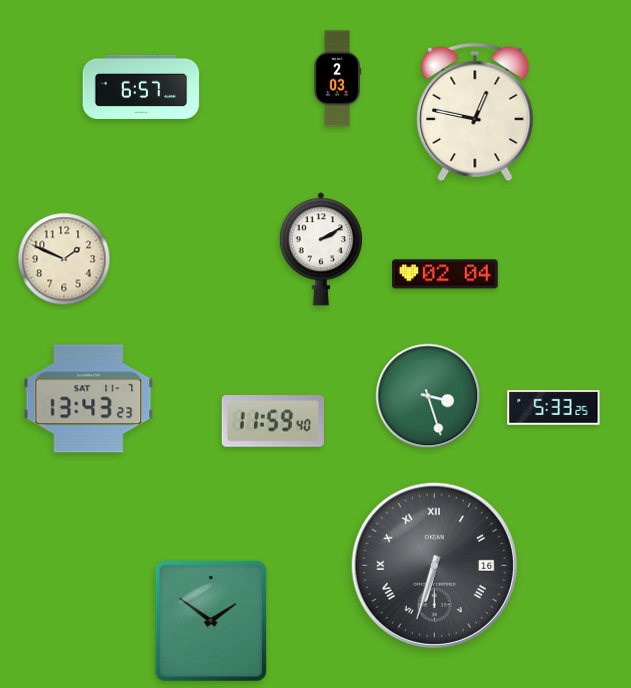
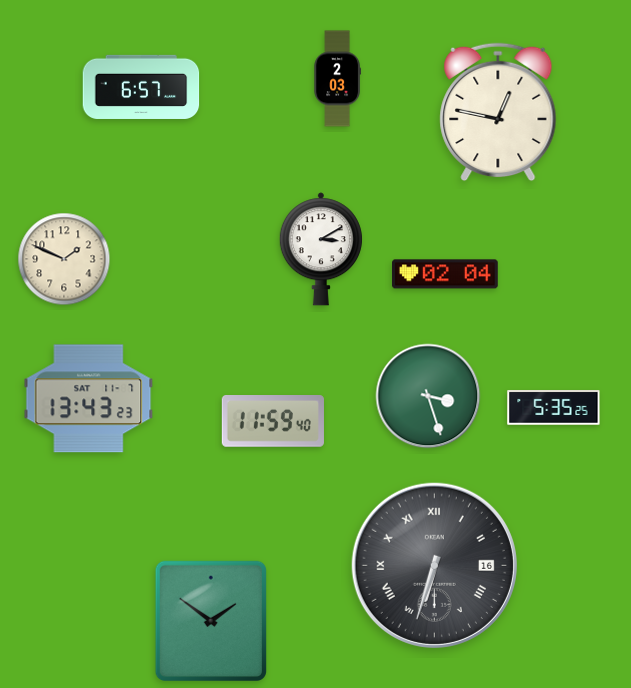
clock at (475, 112) position: (475, 112) -> (498, 112)
clock at (321, 249): 2:10 -> 3:10
clock at (554, 408): 5:33 -> 5:35
